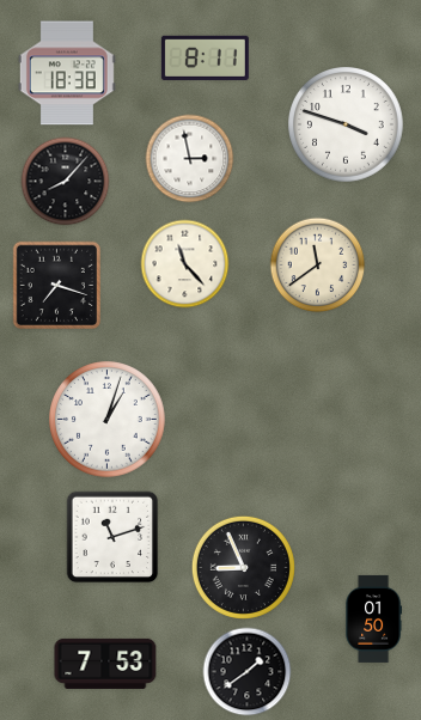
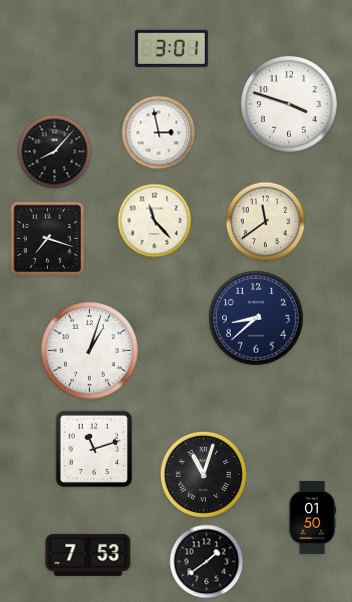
clock at (205, 57): 8:11 -> 3:01
clock at (67, 73): 18:38 -> none
clock at (257, 319): none -> 8:38
clock at (243, 567): 8:56 -> 11:03
